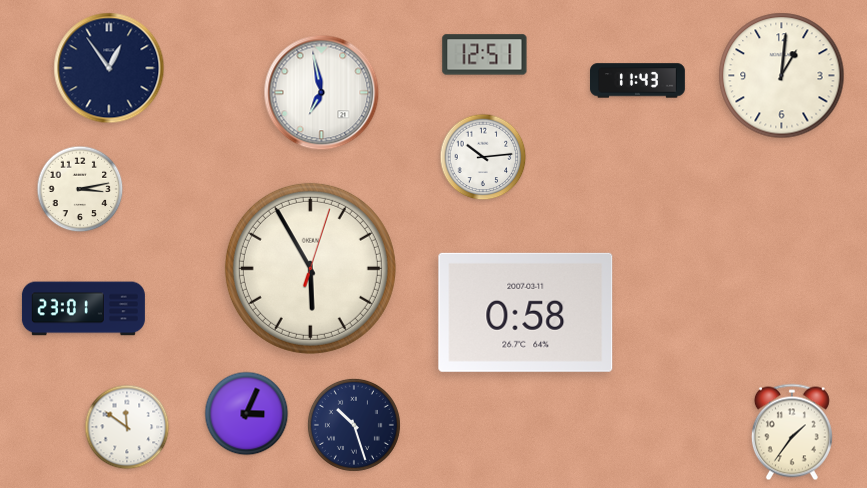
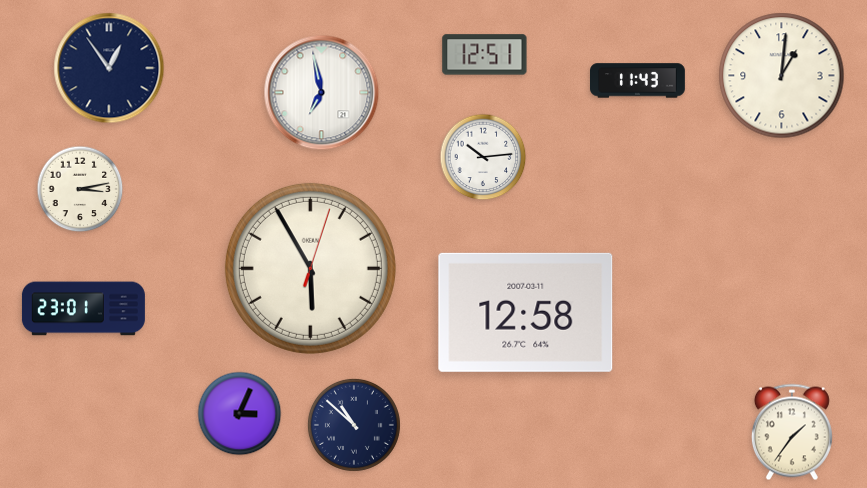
clock at (526, 312): 0:58 -> 12:58
clock at (247, 414) position: (247, 414) -> (240, 414)
clock at (354, 425): 10:27 -> 10:52
clock at (127, 427): 11:51 -> none
